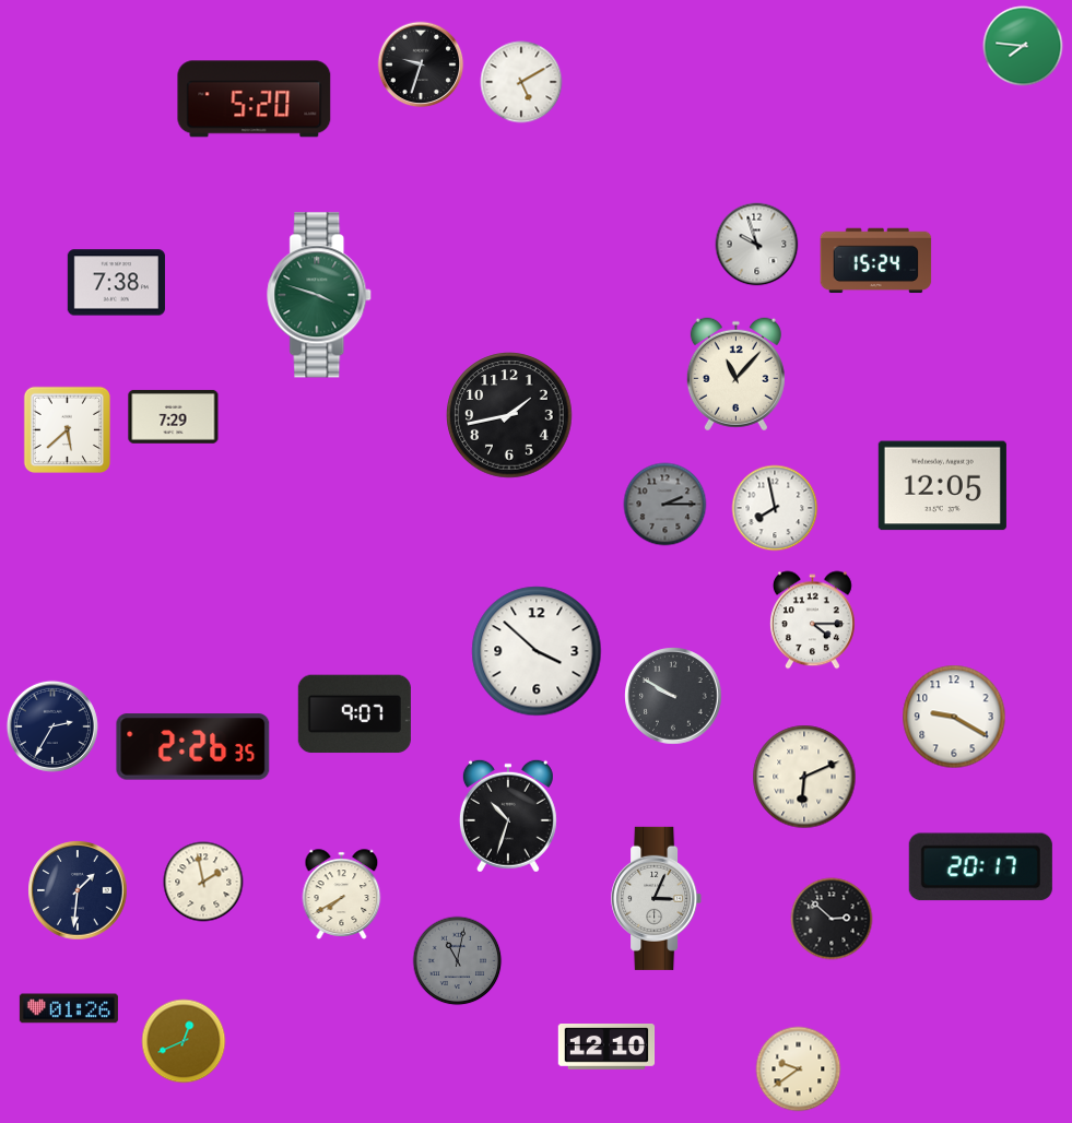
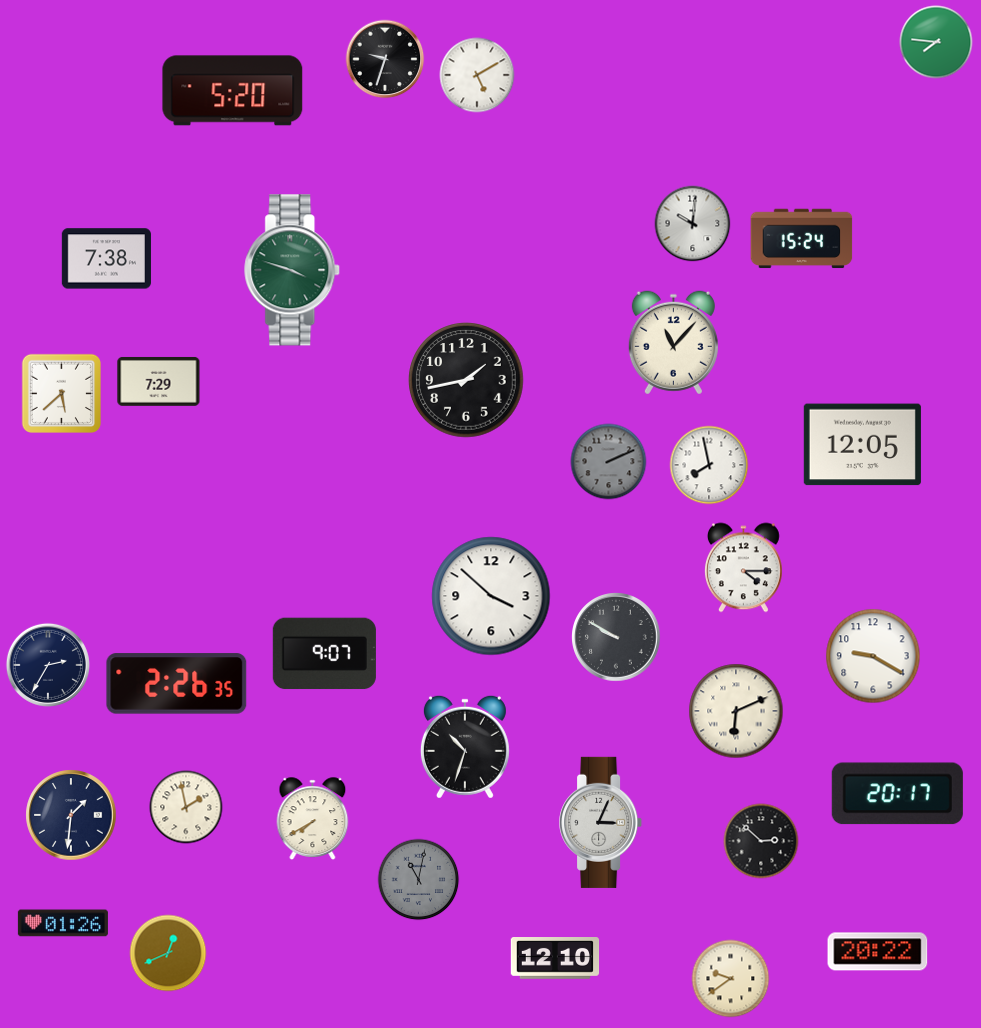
clock at (757, 245): 9:57 -> 10:01
clock at (665, 505): 2:15 -> 2:11
clock at (878, 952): none -> 20:22
